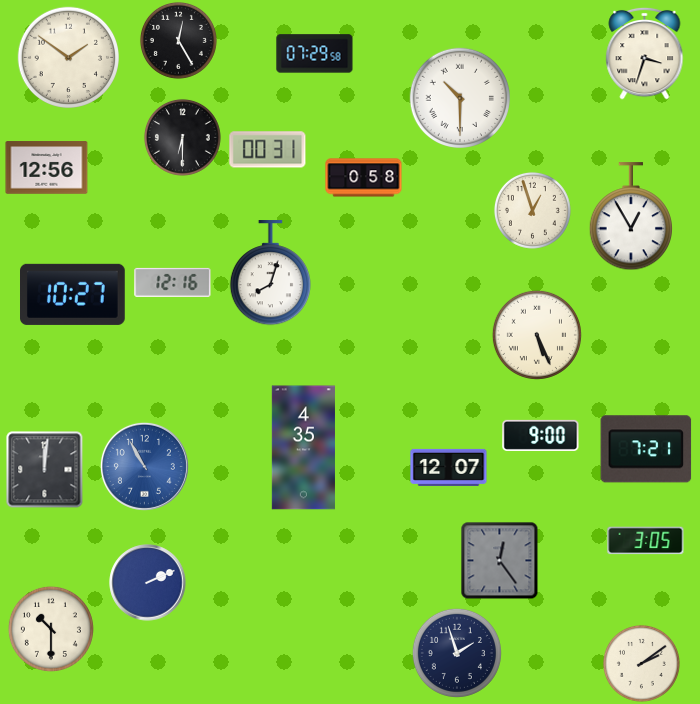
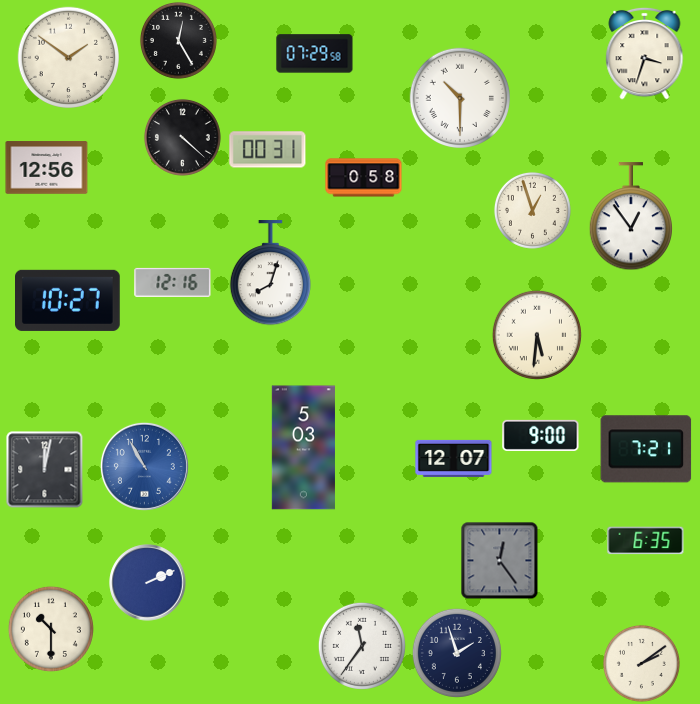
clock at (182, 137): 6:30 -> 4:22
clock at (630, 217): 12:55 -> 12:54
clock at (73, 294) position: (73, 294) -> (68, 300)
clock at (537, 335): 5:26 -> 5:31
clock at (303, 448): 4:35 -> 5:03
clock at (449, 467) position: (449, 467) -> (454, 458)
clock at (45, 470): 12:01 -> 12:02
clock at (646, 541): 3:05 -> 6:35
clock at (362, 646): none -> 11:36
